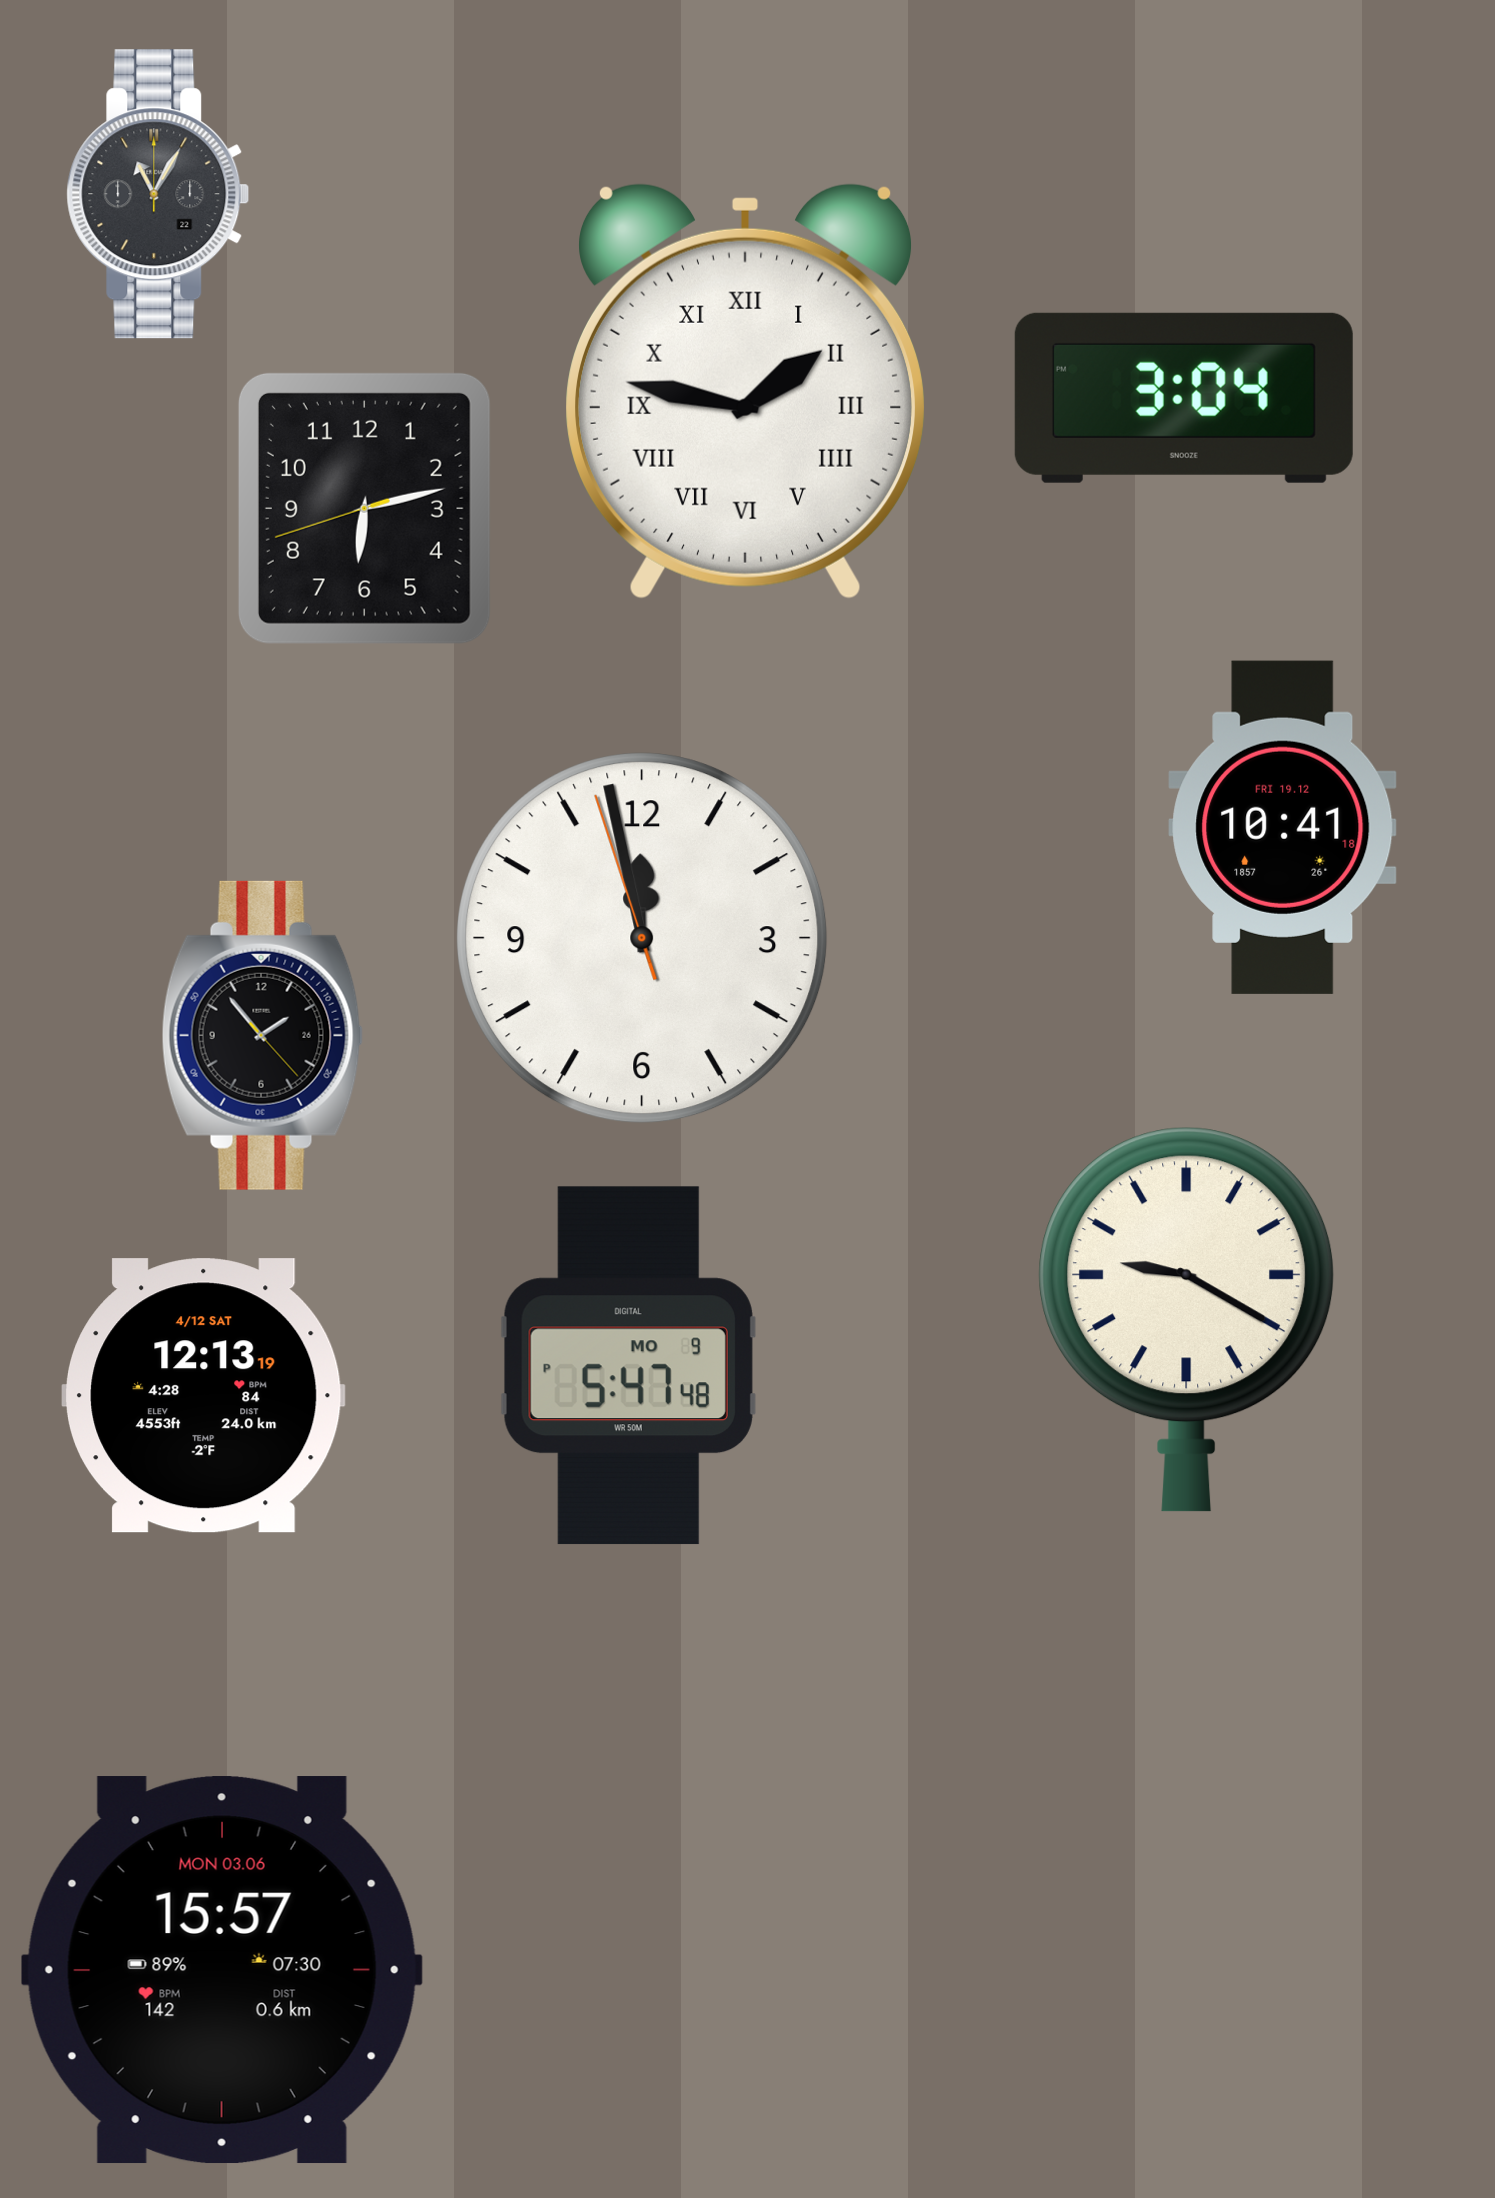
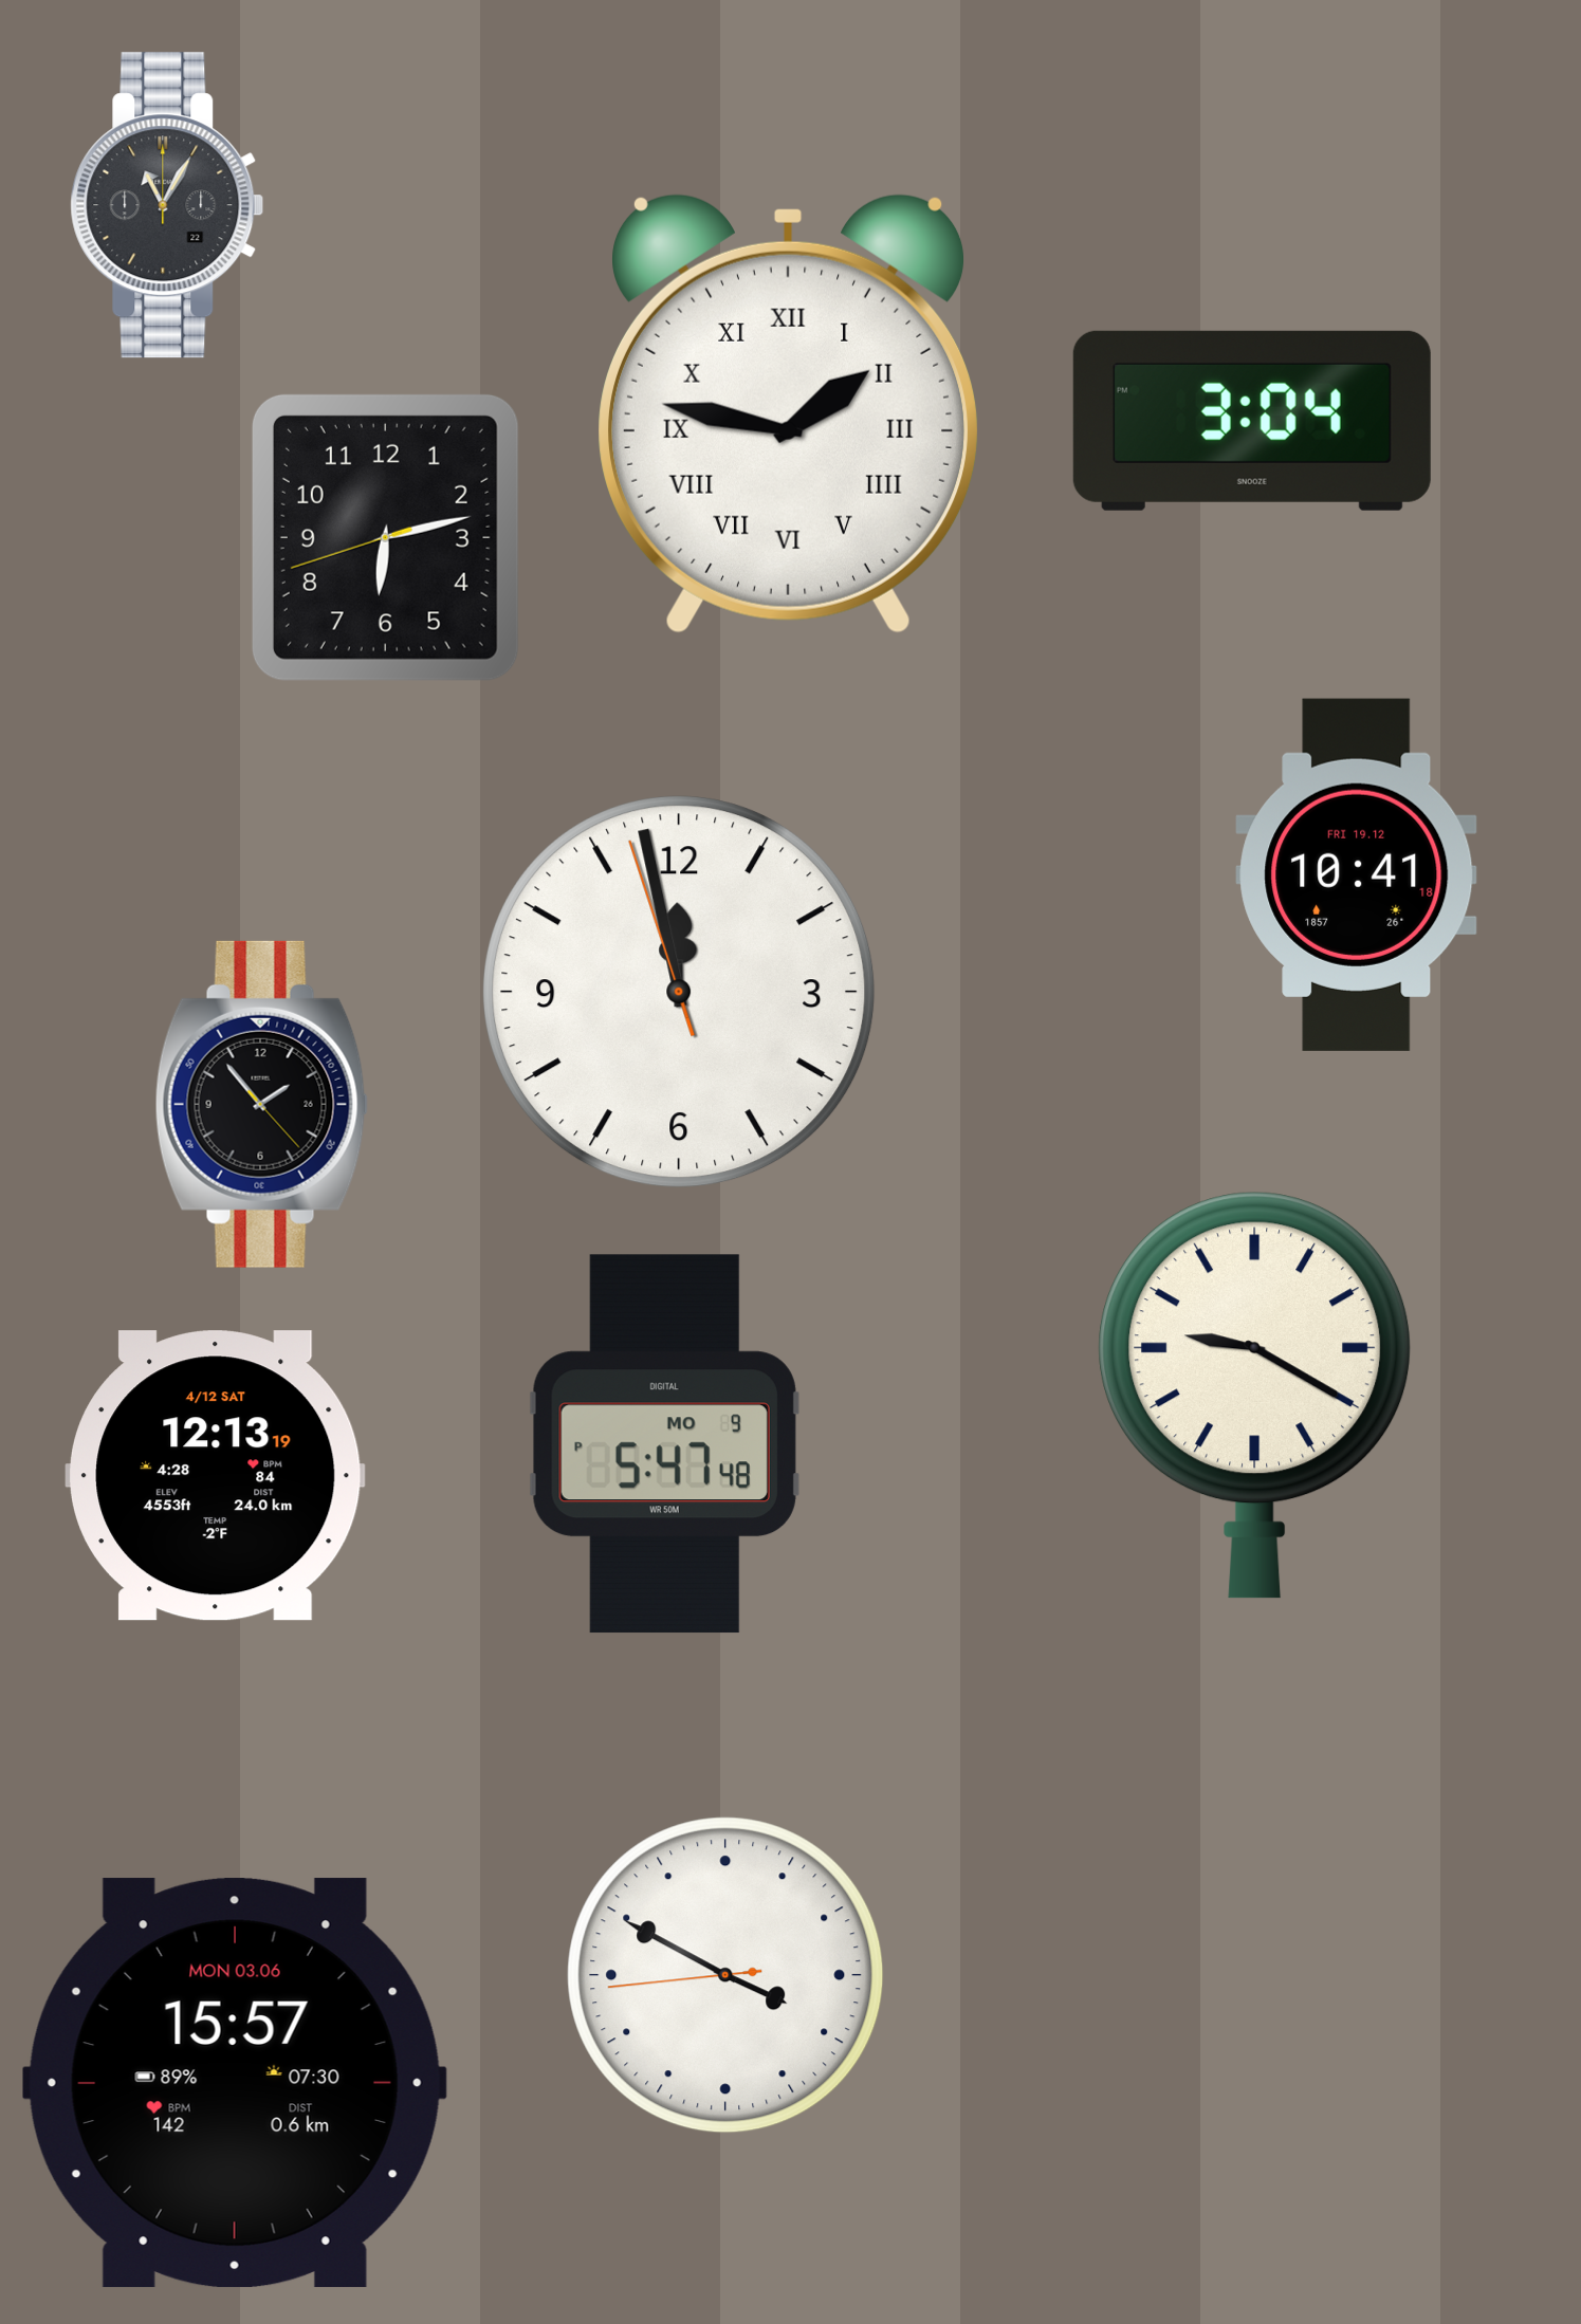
clock at (262, 1035) position: (262, 1035) -> (261, 1104)
clock at (725, 1975): none -> 3:49
